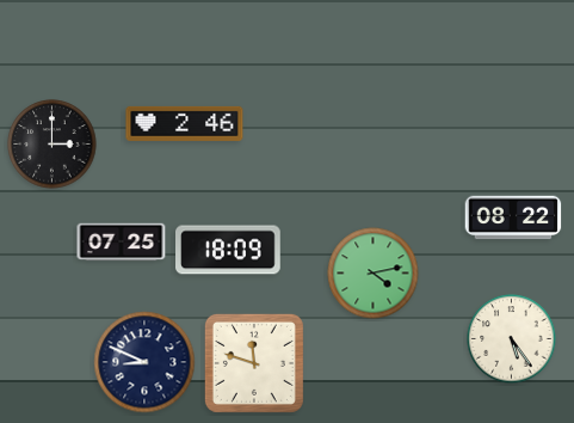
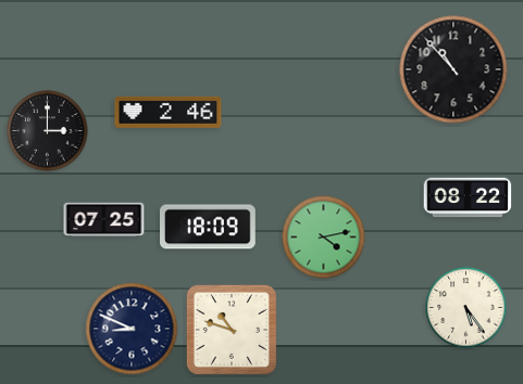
clock at (453, 69): none -> 10:53
clock at (122, 243) position: (122, 243) -> (104, 220)
clock at (374, 274) position: (374, 274) -> (324, 238)
clock at (254, 363): 11:48 -> 10:48
